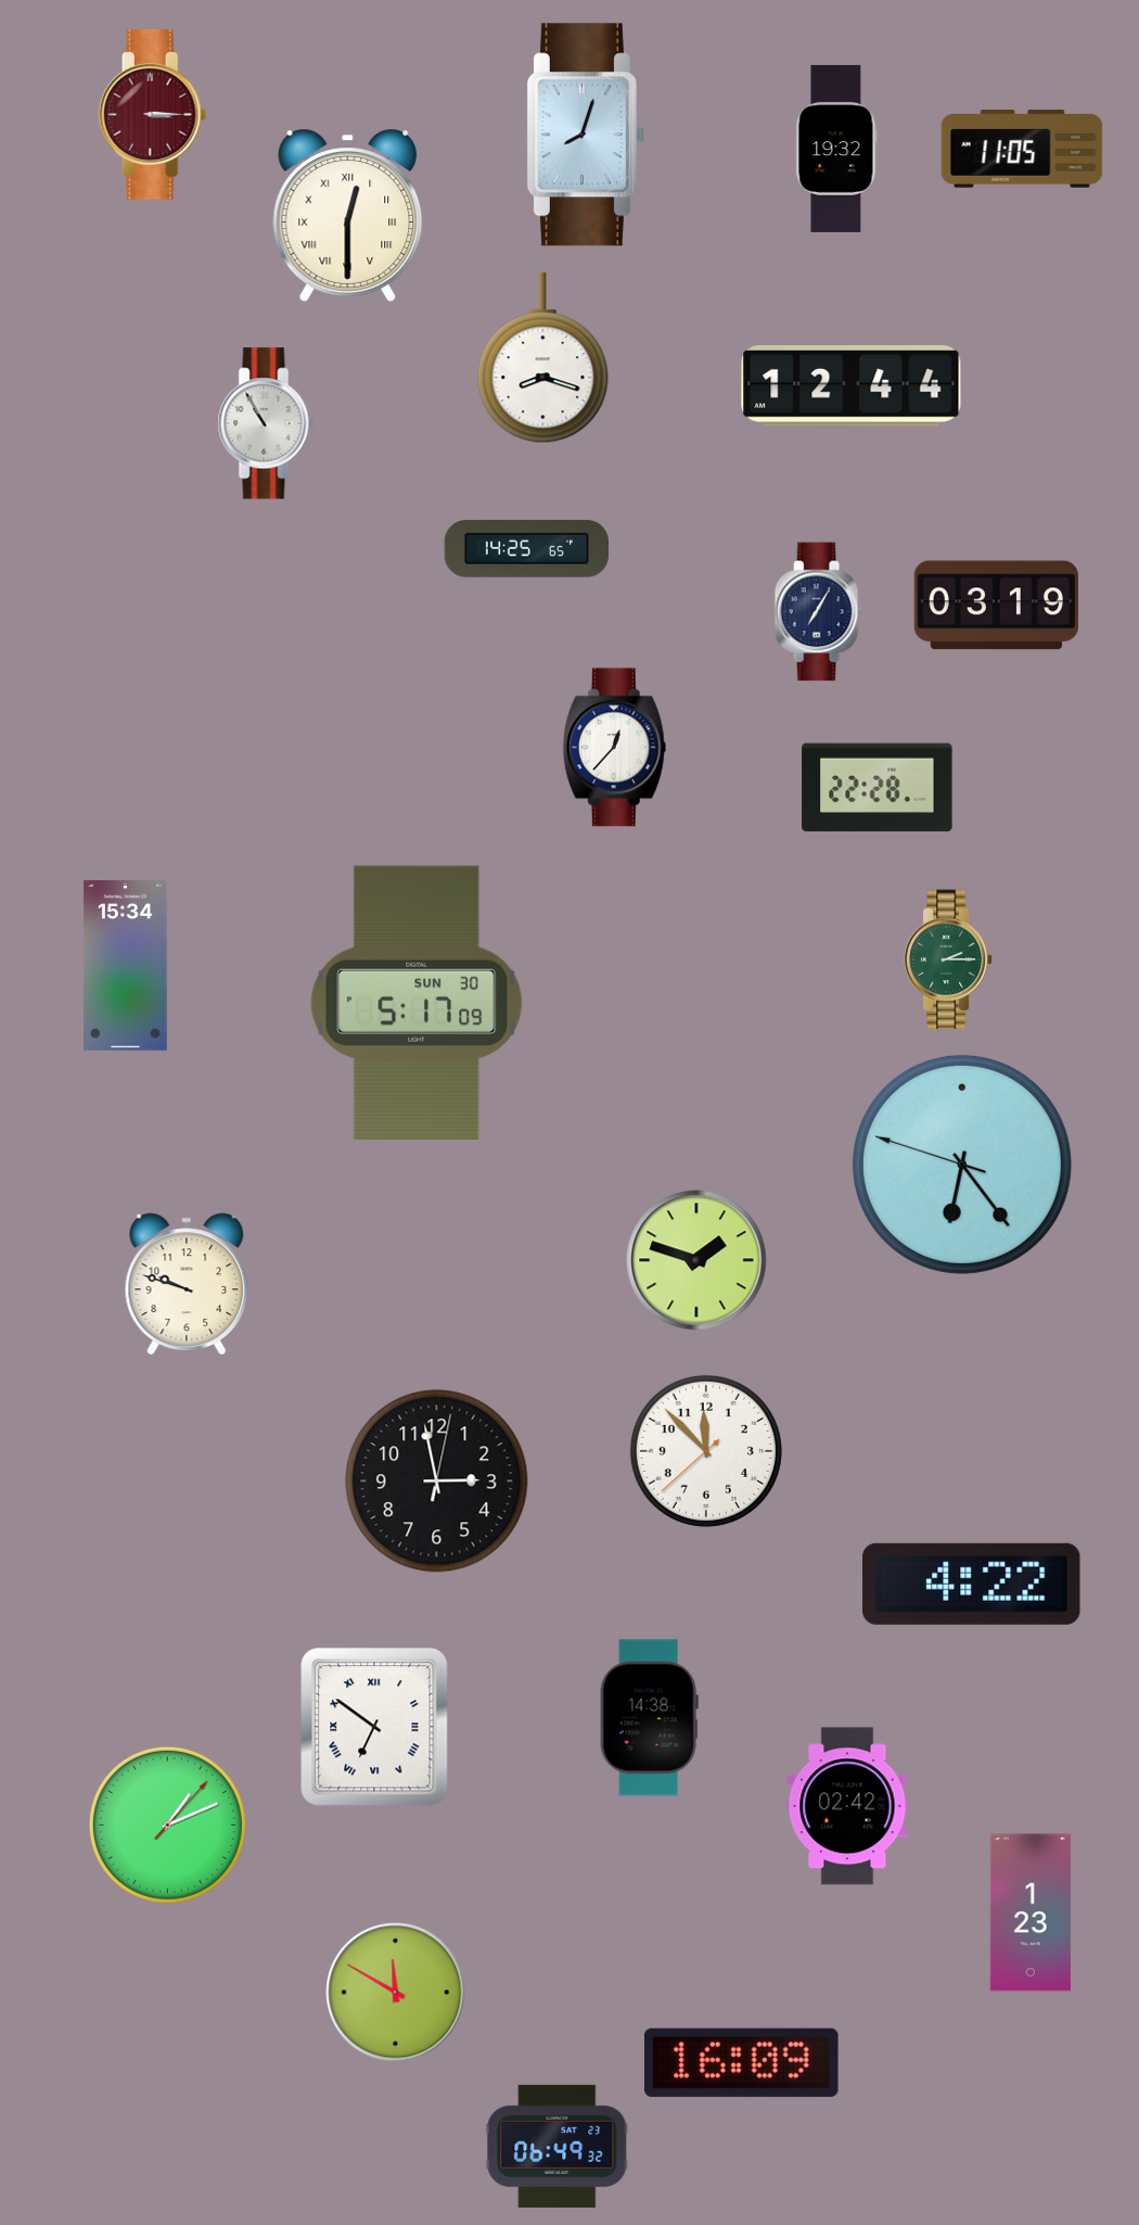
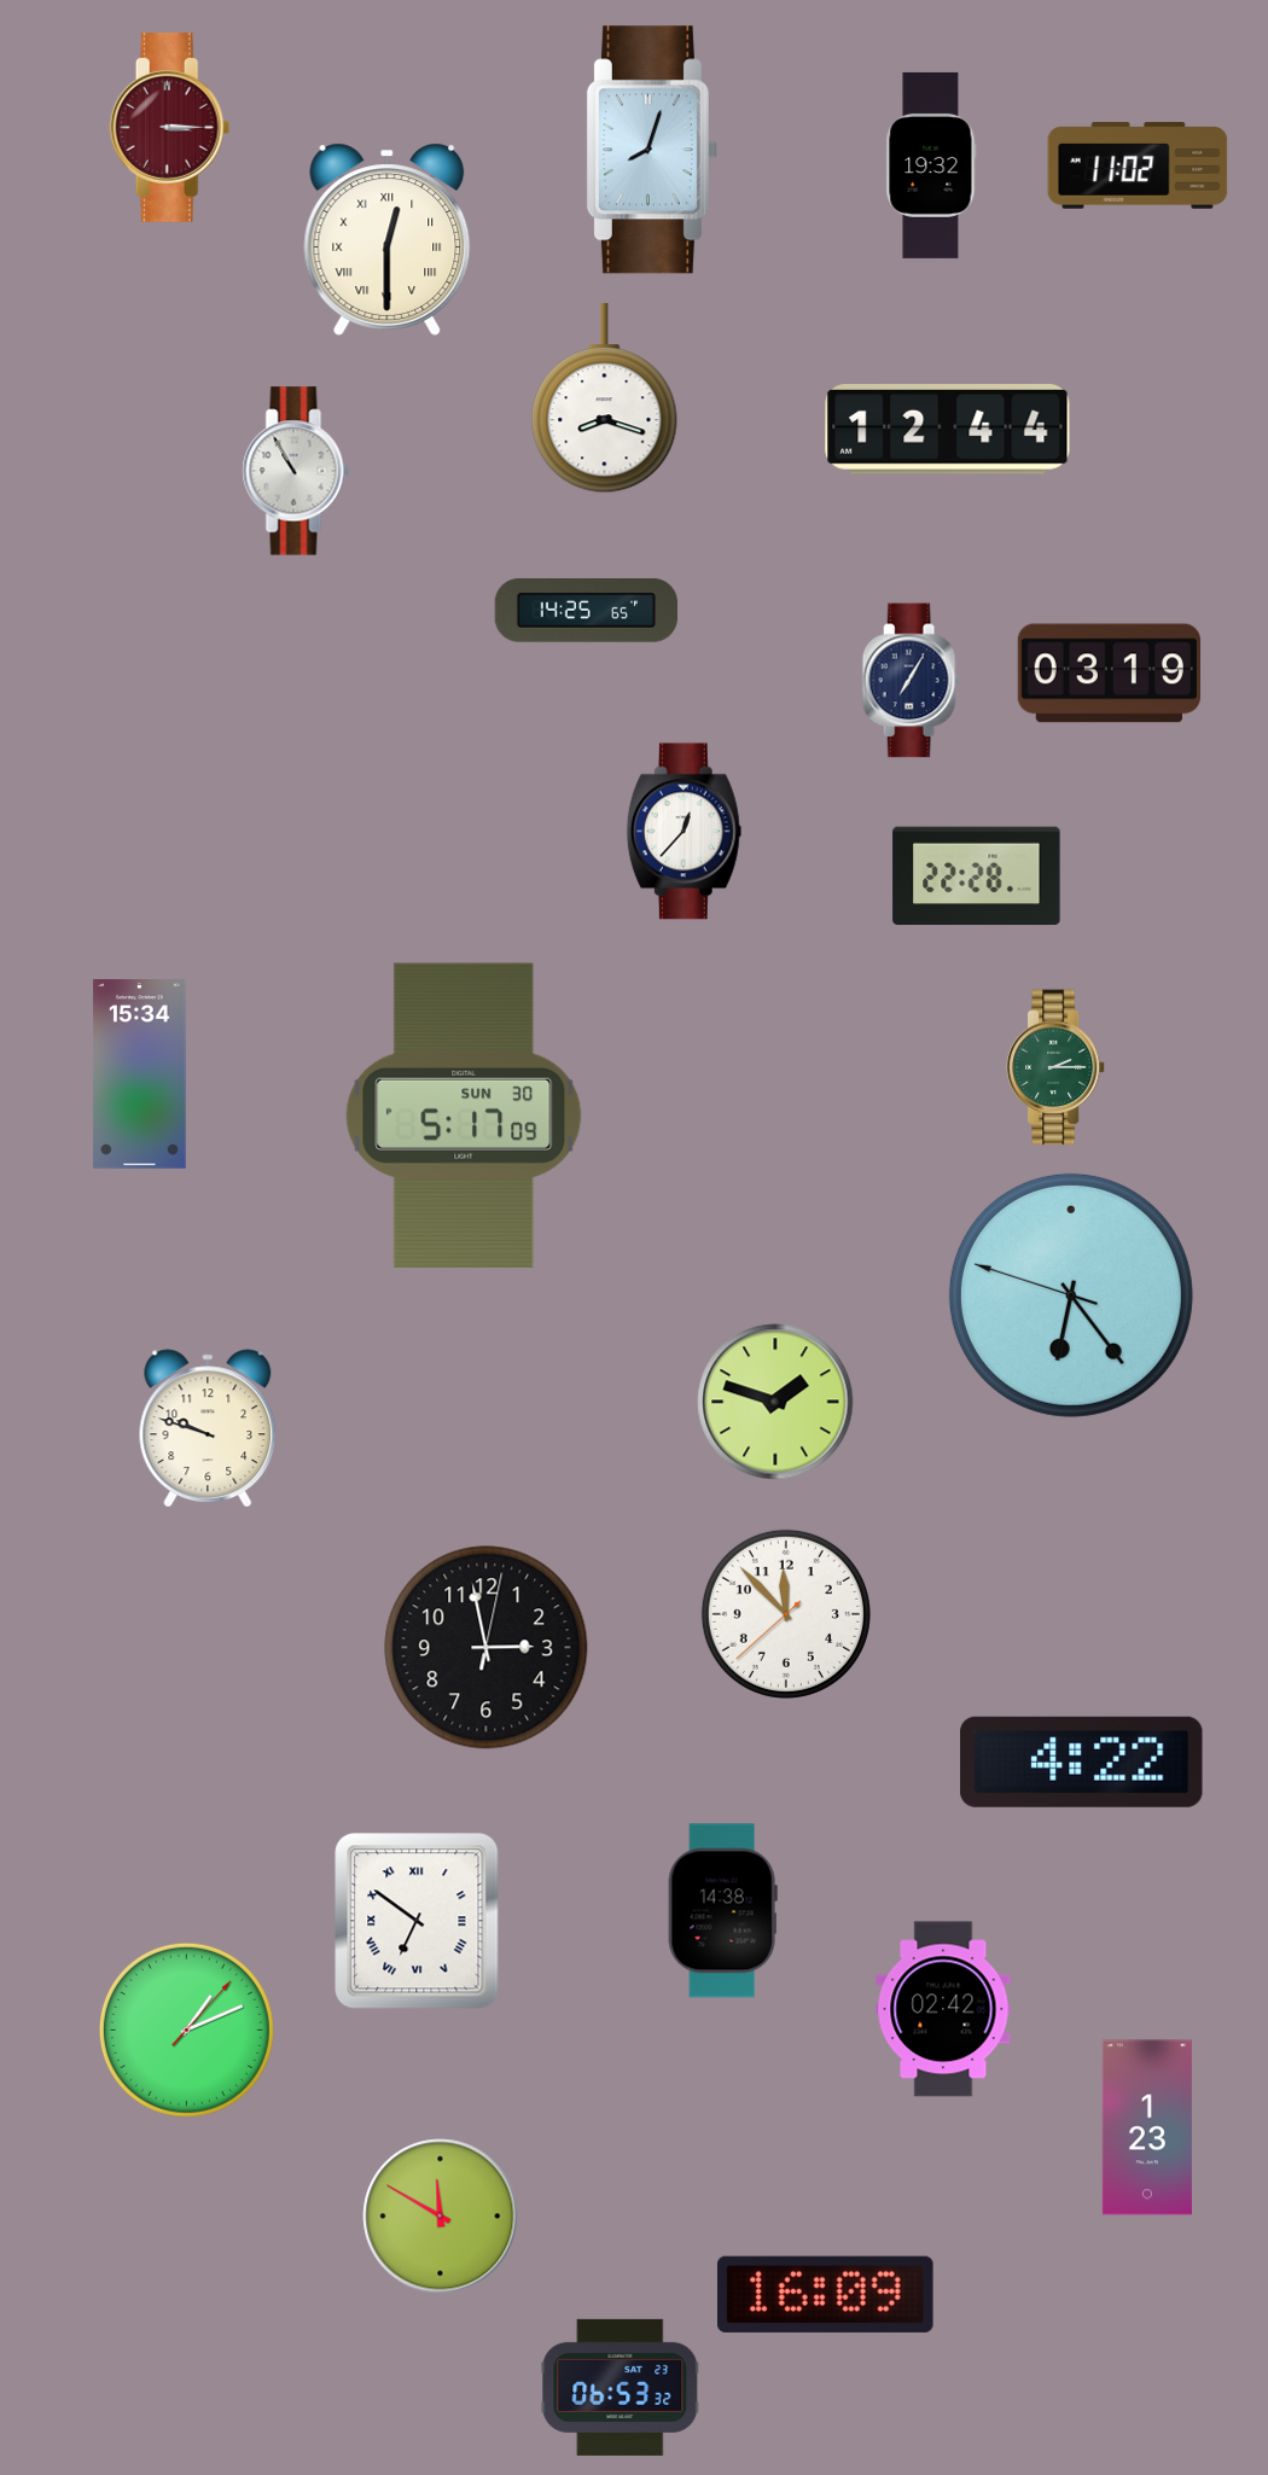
clock at (1022, 149): 11:05 -> 11:02
clock at (558, 2146): 06:49 -> 06:53
